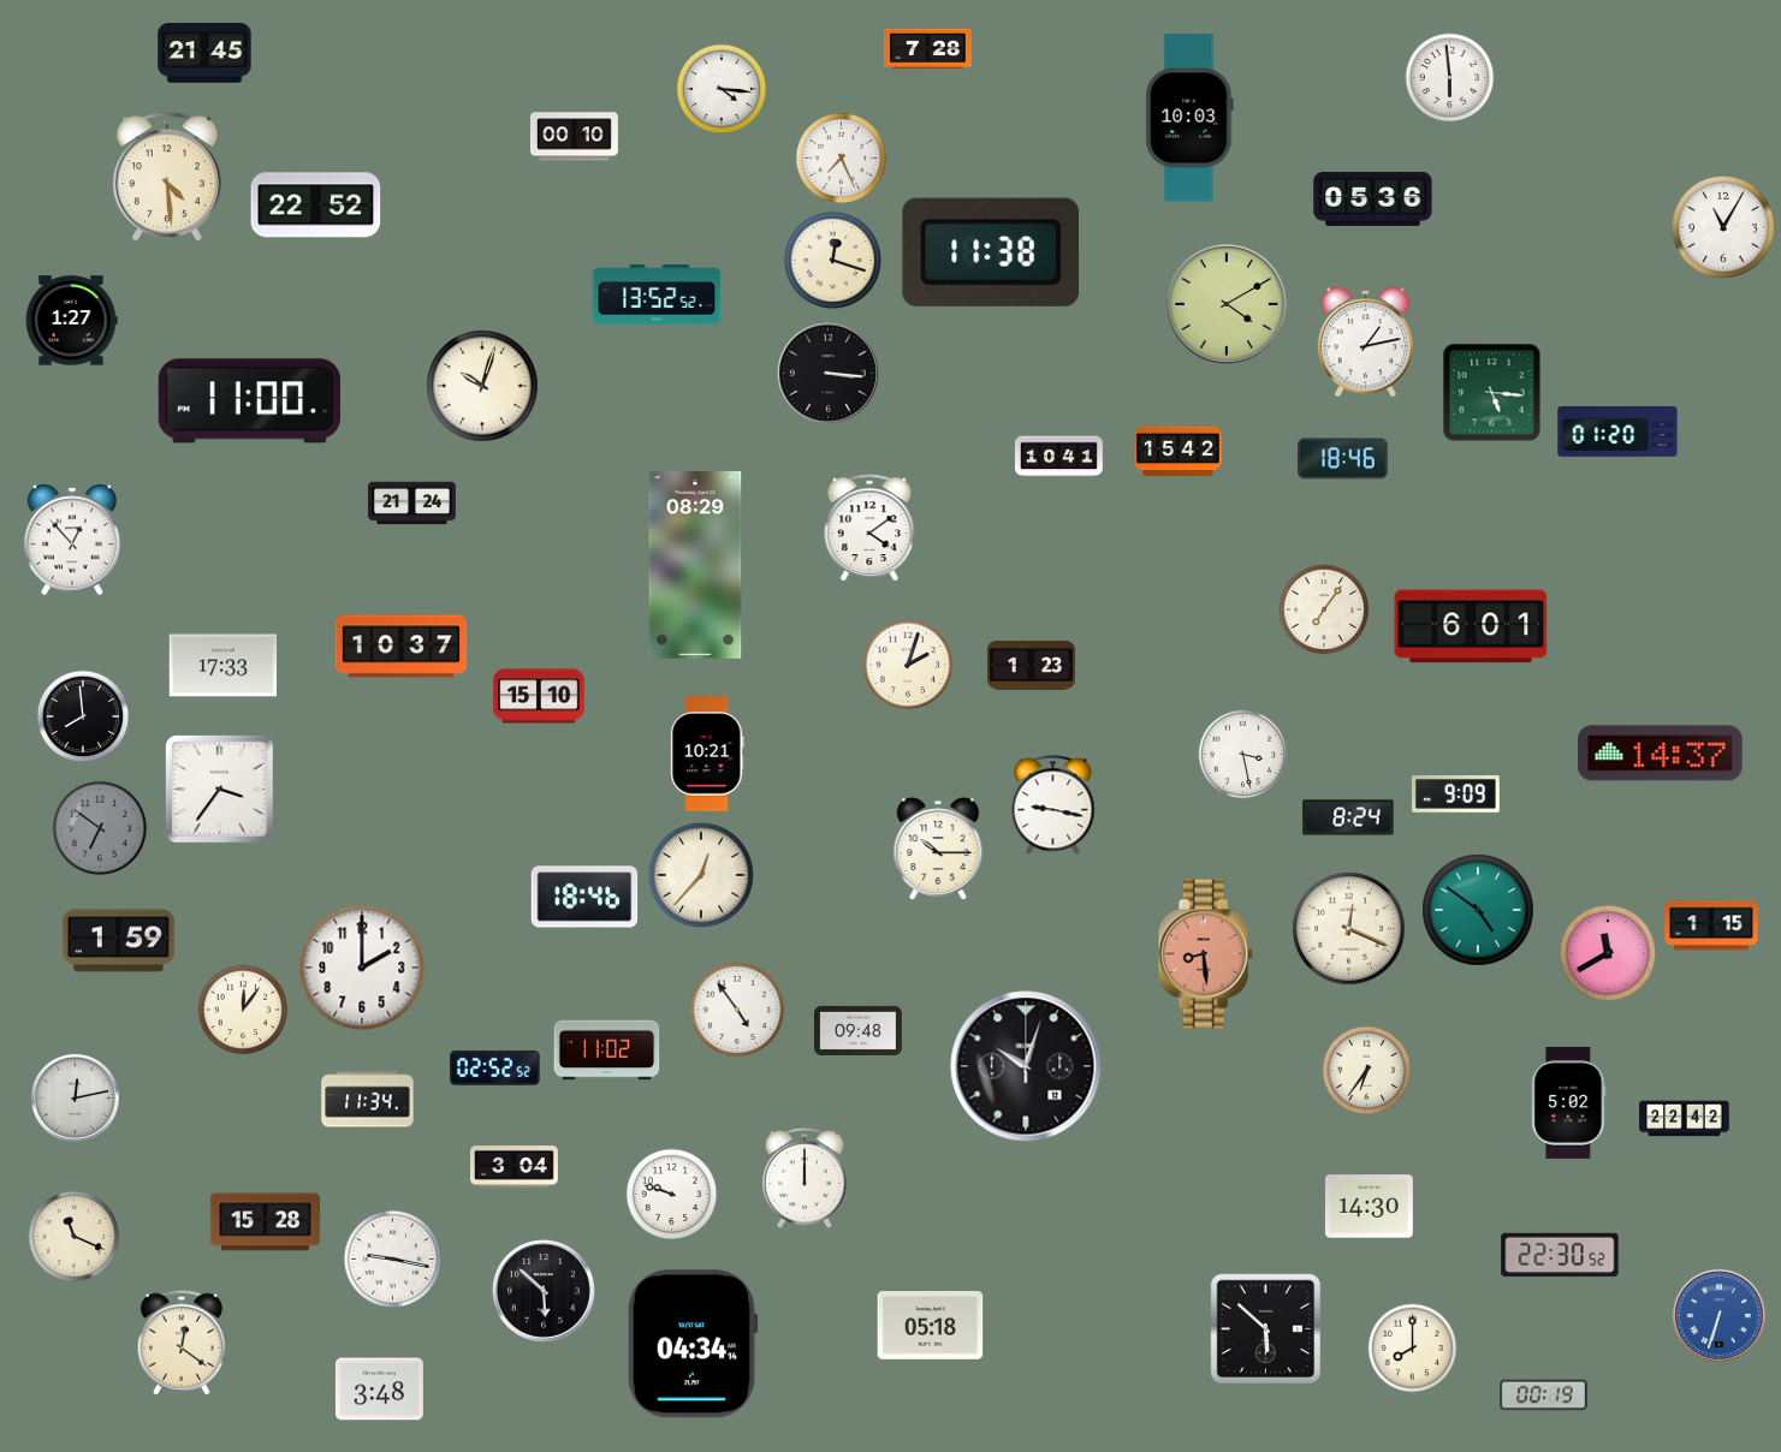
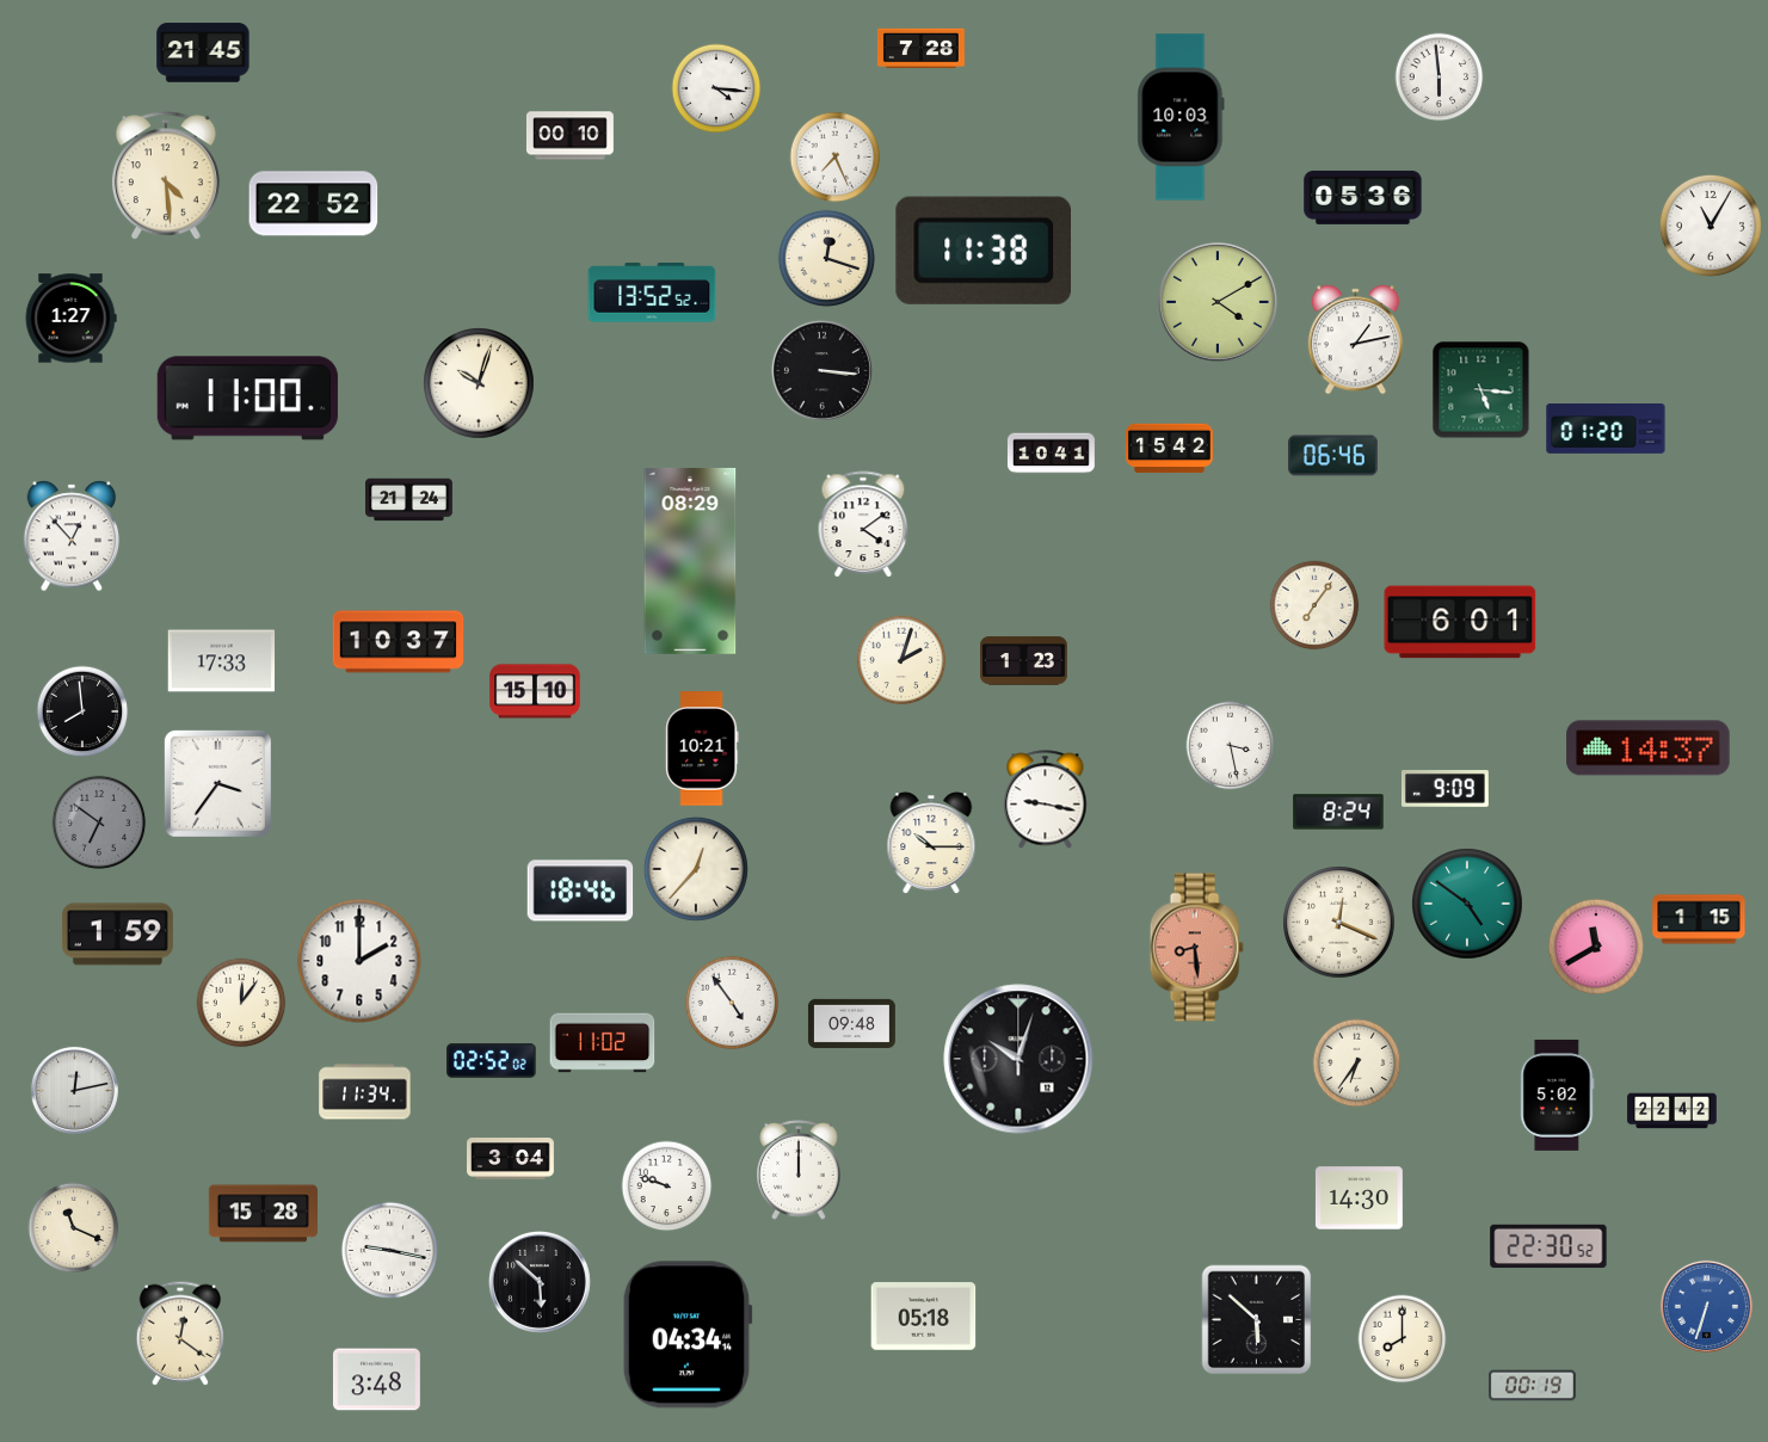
clock at (1343, 459): 18:46 -> 06:46
clock at (1243, 755) position: (1243, 755) -> (1231, 746)
clock at (495, 1067): 02:52:52 -> 02:52:02
